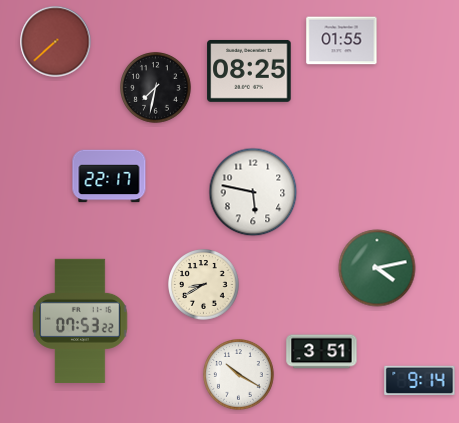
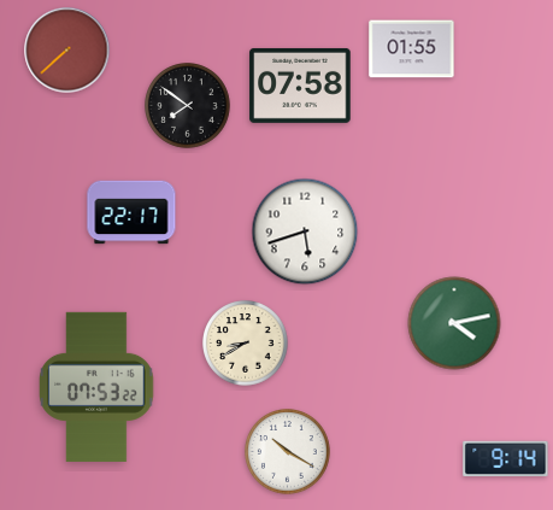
clock at (249, 71): 08:25 -> 07:58
clock at (156, 88): 7:32 -> 7:51
clock at (253, 192): 5:47 -> 5:42
clock at (322, 352): 3:51 -> none
